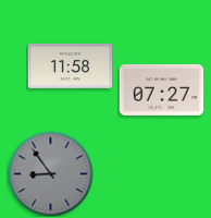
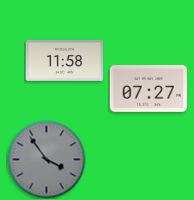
clock at (161, 89) position: (161, 89) -> (148, 88)
clock at (50, 173): 8:54 -> 3:54
